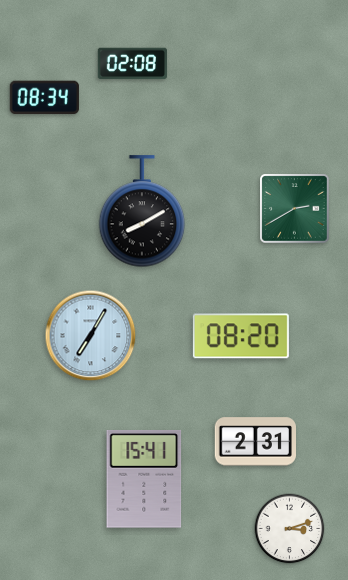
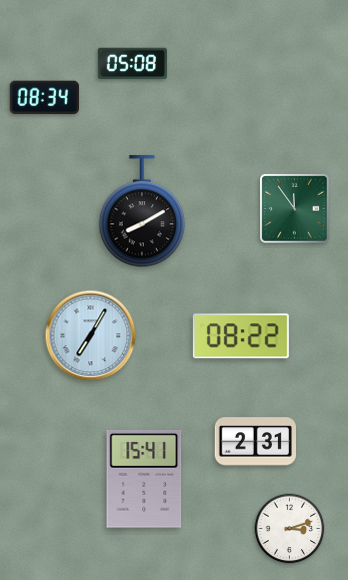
clock at (132, 64): 02:08 -> 05:08
clock at (295, 209): 2:40 -> 11:54
clock at (241, 336): 08:20 -> 08:22
